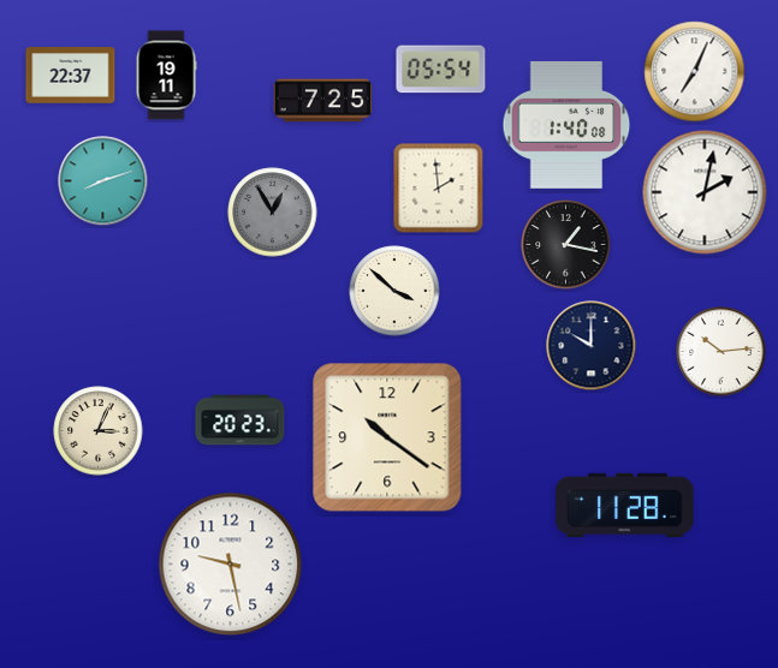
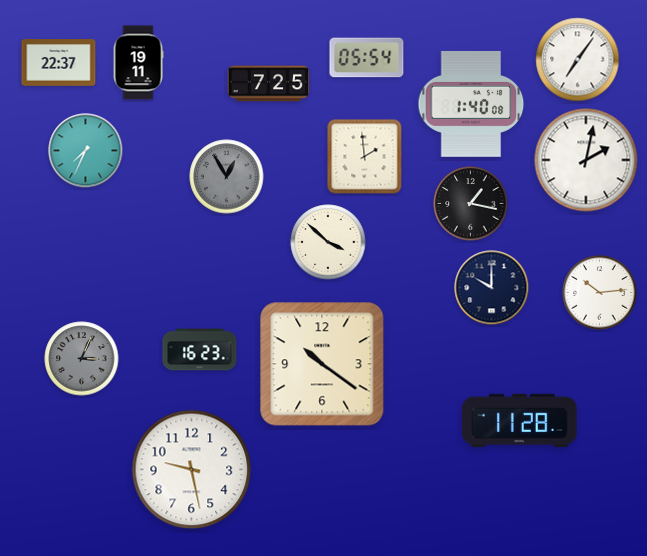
clock at (695, 72): 7:04 -> 7:06
clock at (103, 181): 8:12 -> 7:34
clock at (240, 421): 20:23 -> 16:23
clock at (99, 431) dial: cream -> grey
